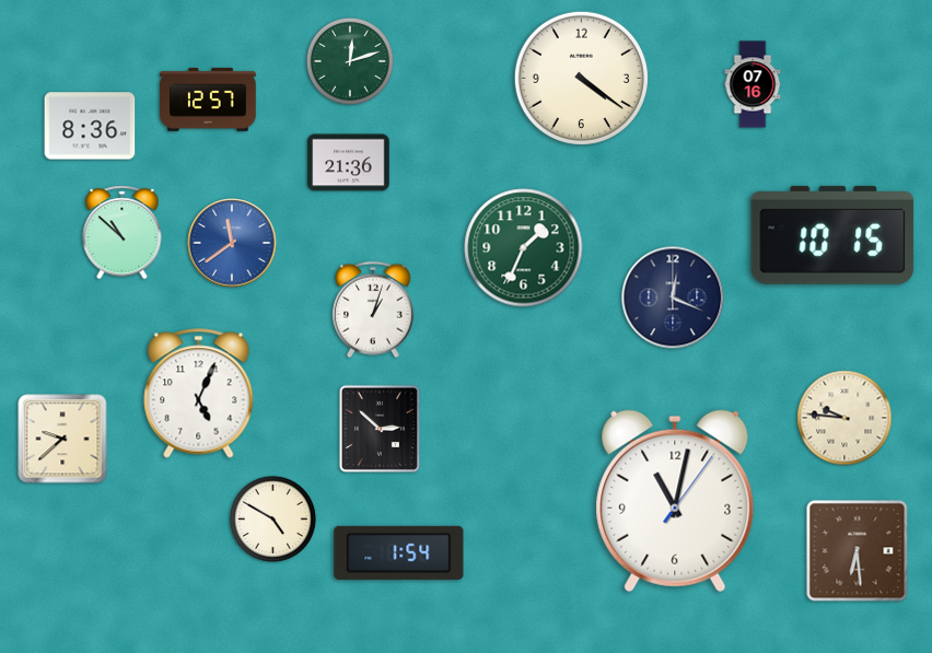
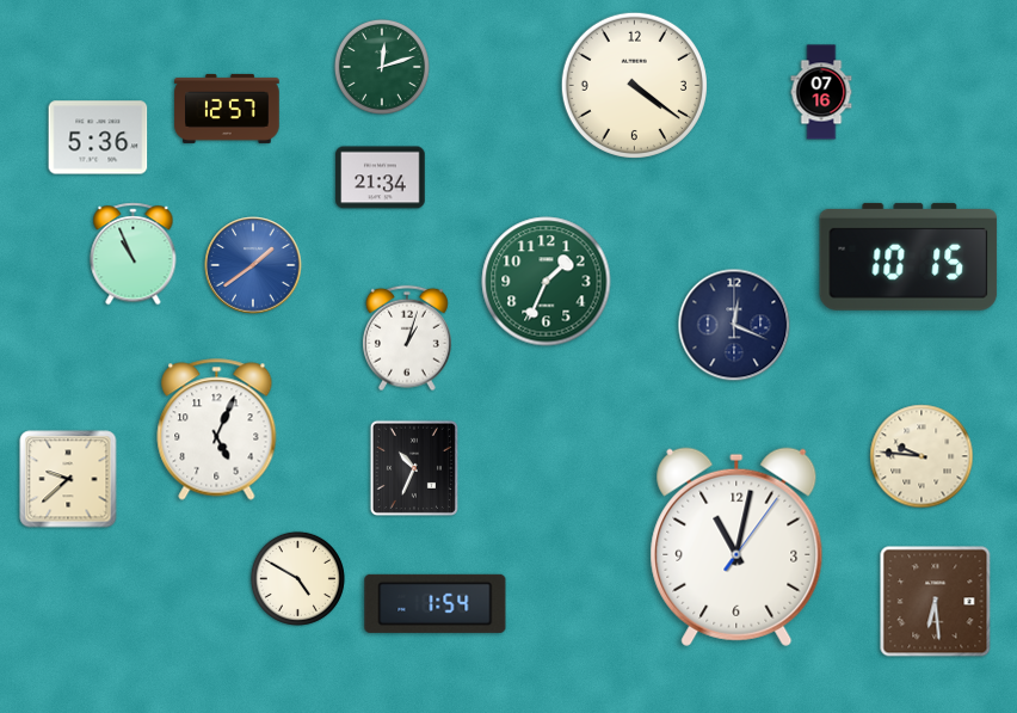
clock at (90, 126): 8:36 -> 5:36
clock at (349, 163): 21:36 -> 21:34
clock at (123, 233): 10:52 -> 10:56
clock at (232, 243): 11:39 -> 1:39
clock at (524, 248) position: (524, 248) -> (547, 282)
clock at (380, 429): 2:52 -> 10:34
clock at (272, 518) position: (272, 518) -> (297, 578)
